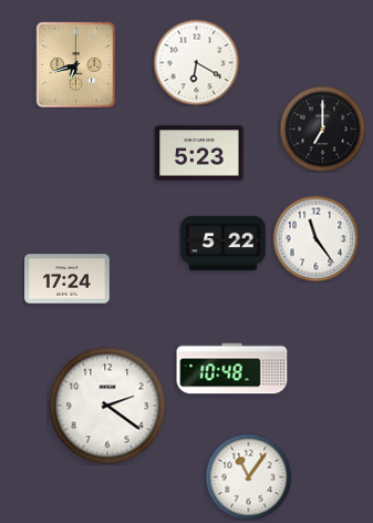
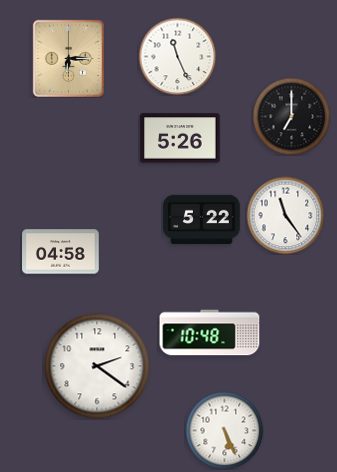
clock at (196, 62): 6:20 -> 11:26
clock at (75, 64): 6:42 -> 6:15
clock at (199, 153): 5:23 -> 5:26
clock at (68, 279): 17:24 -> 04:58
clock at (248, 476): 11:06 -> 5:26
